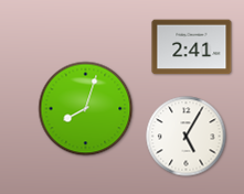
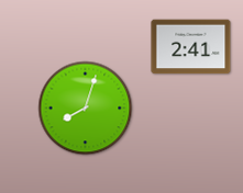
clock at (187, 137): 5:05 -> none
